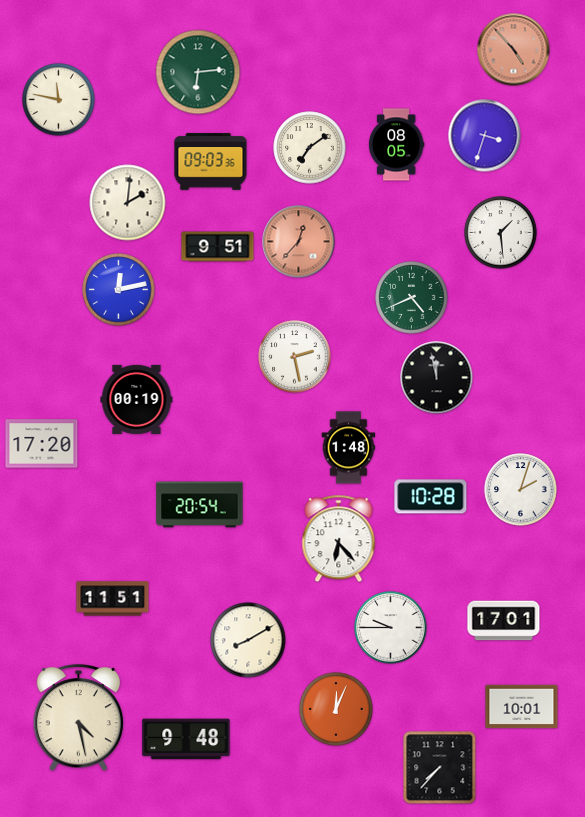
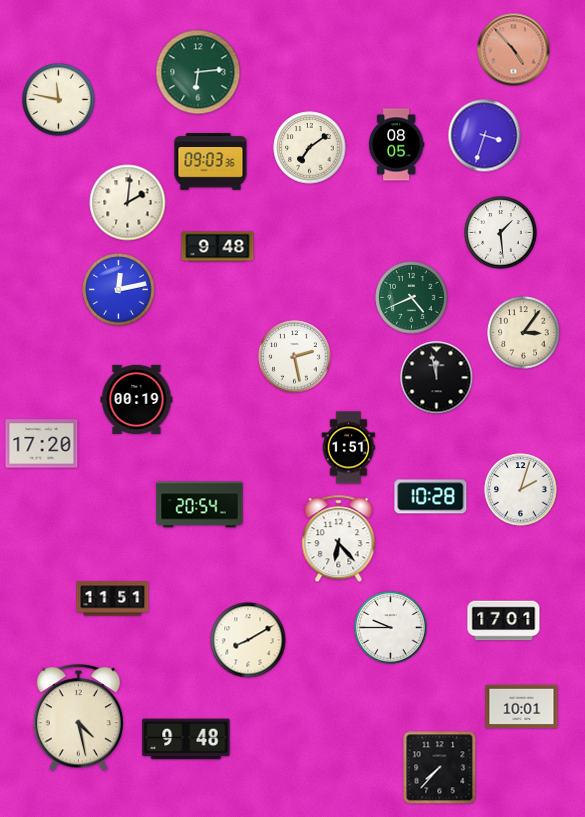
clock at (299, 242): 12:37 -> none
clock at (218, 247): 9:51 -> 9:48
clock at (524, 333): none -> 3:06
clock at (349, 448): 1:48 -> 1:51
clock at (336, 709): 12:04 -> none
